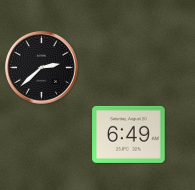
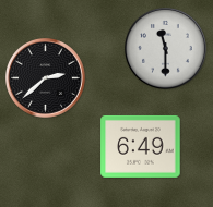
clock at (166, 49): none -> 11:30
clock at (42, 68) position: (42, 68) -> (46, 78)
